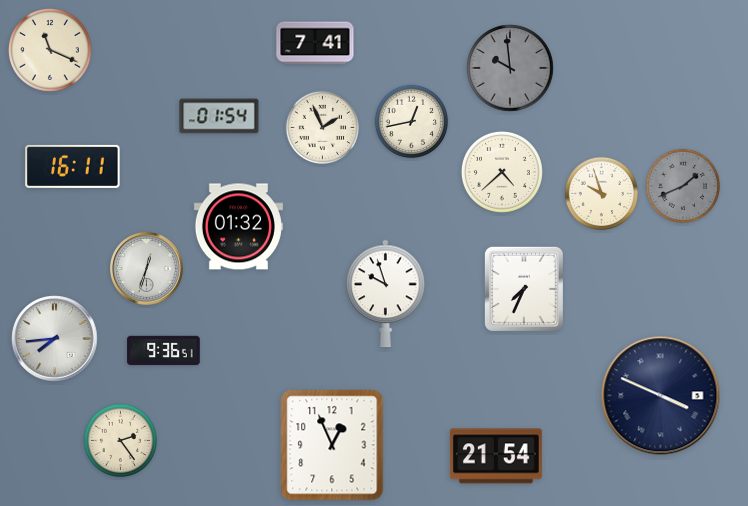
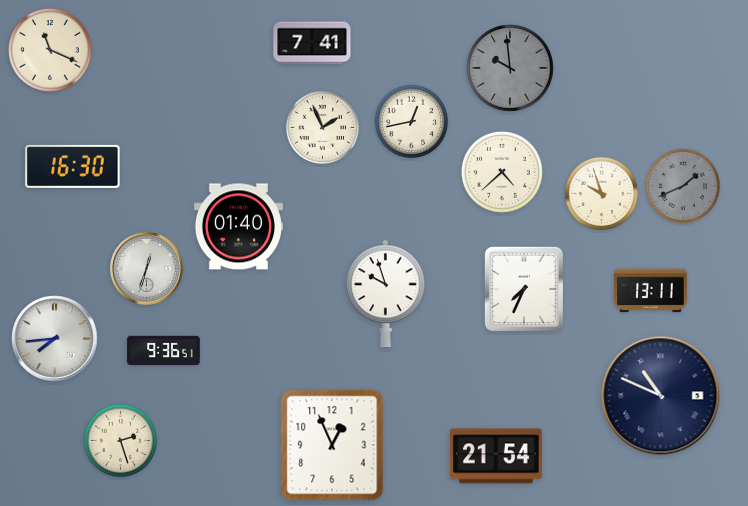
clock at (315, 43) position: (315, 43) -> (312, 43)
clock at (219, 116): 01:54 -> none
clock at (73, 166): 16:11 -> 16:30
clock at (238, 227): 01:32 -> 01:40
clock at (651, 291): none -> 13:11
clock at (661, 396): 3:49 -> 10:49
clock at (121, 441): 2:24 -> 2:27
